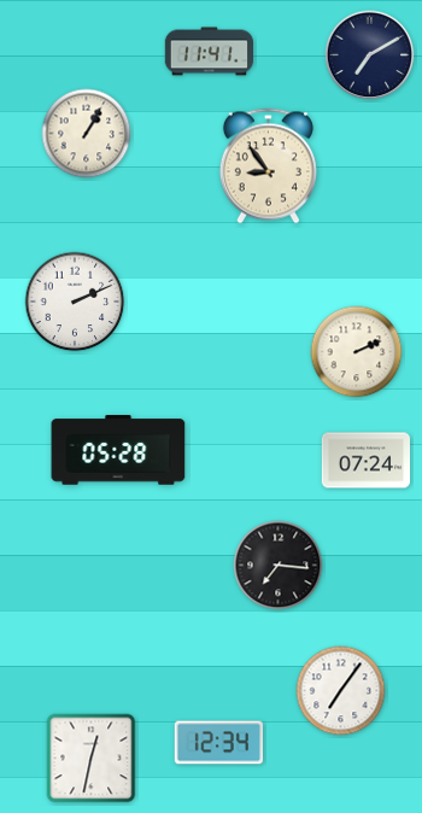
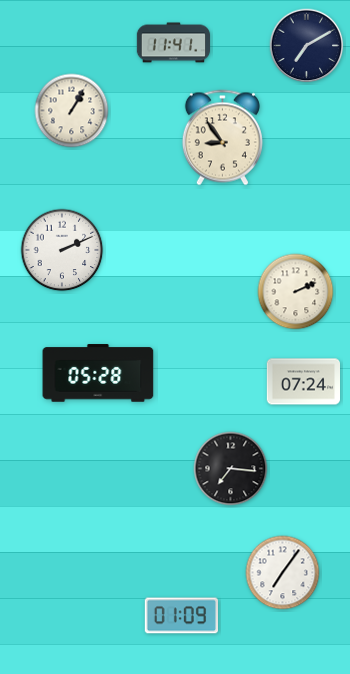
clock at (218, 743): 12:34 -> 01:09
clock at (92, 759): 12:32 -> none
